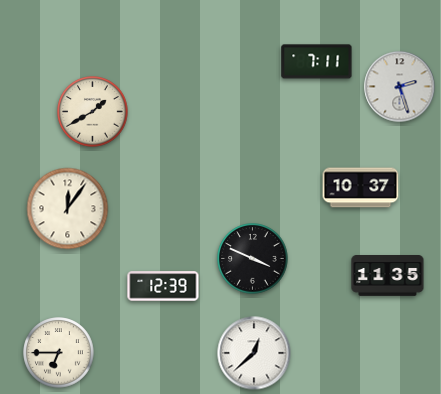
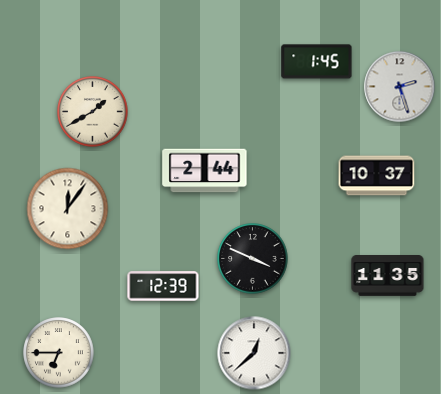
clock at (317, 62): 7:11 -> 1:45
clock at (205, 171): none -> 2:44
clock at (361, 188) position: (361, 188) -> (377, 176)
